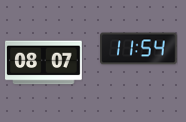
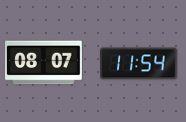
clock at (139, 49) position: (139, 49) -> (139, 64)
